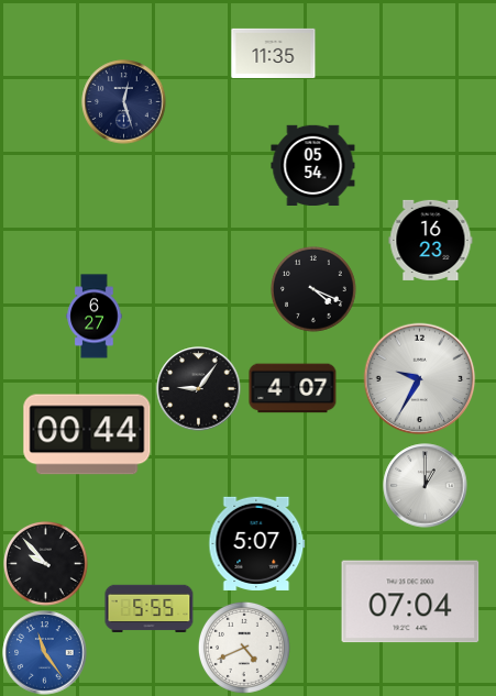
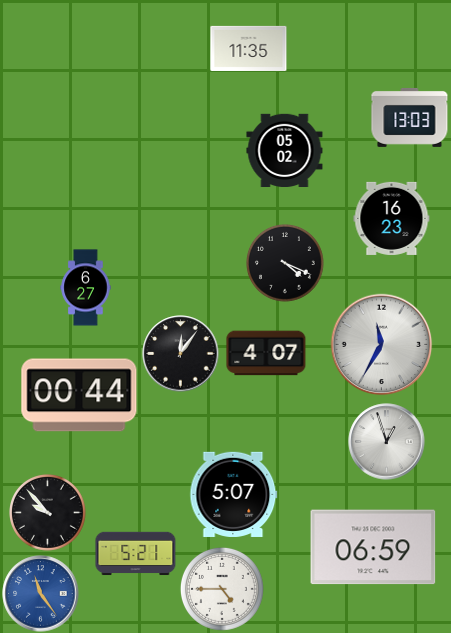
clock at (124, 102): 12:27 -> none
clock at (410, 117): none -> 13:03
clock at (313, 165): 05:54 -> 05:02
clock at (420, 379): 9:35 -> 11:35
clock at (199, 389): 9:06 -> 12:06
clock at (426, 486): 1:00 -> 12:57
clock at (46, 564) position: (46, 564) -> (48, 513)
clock at (410, 601): 07:04 -> 06:59
clock at (150, 609): 5:55 -> 5:21
clock at (244, 648): 4:41 -> 4:45
